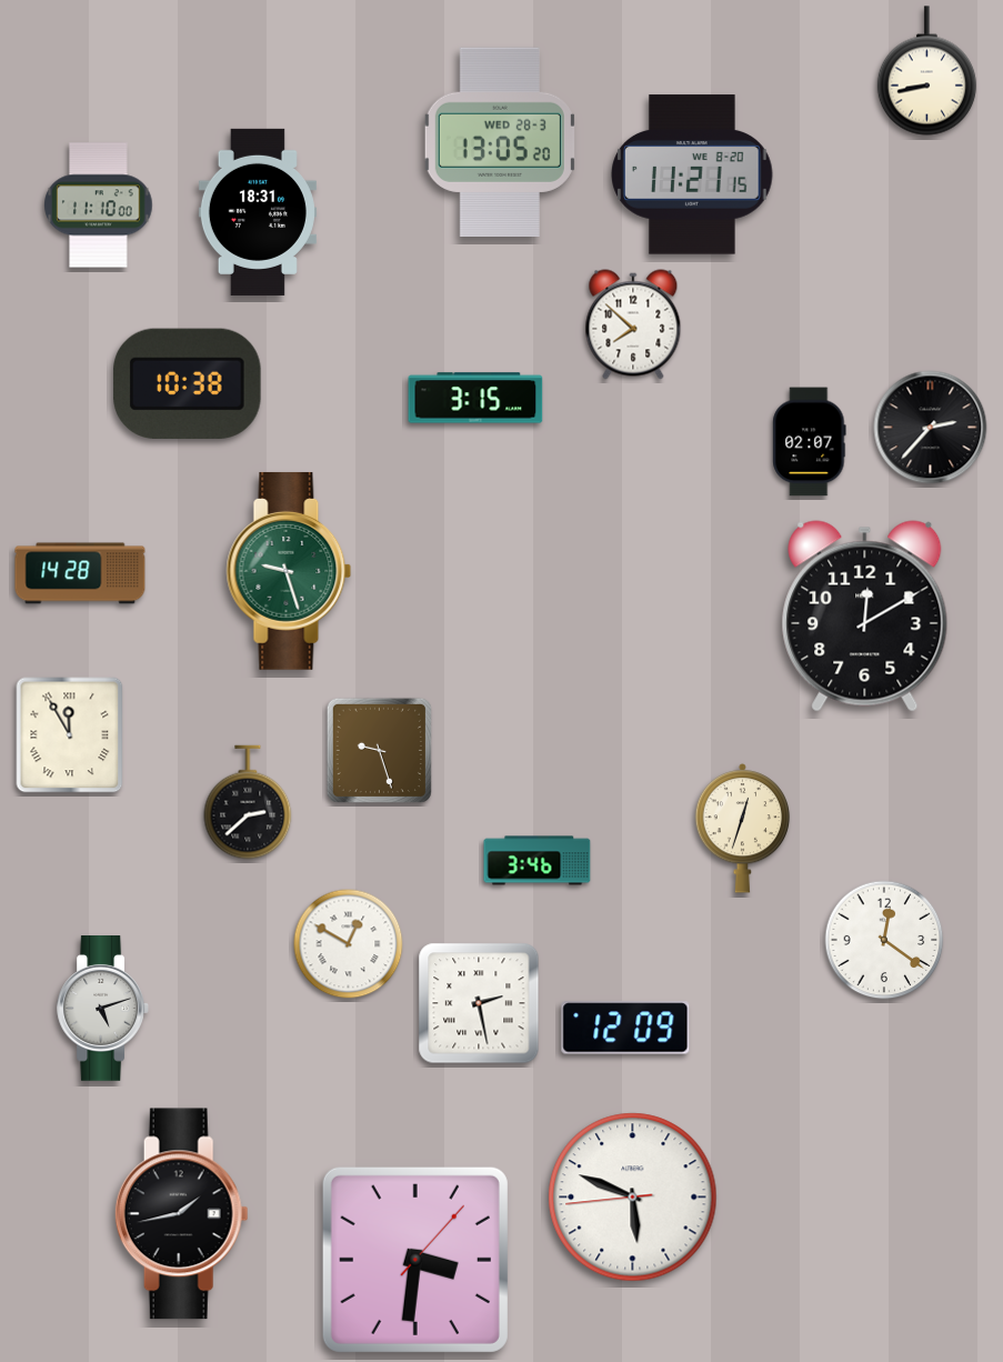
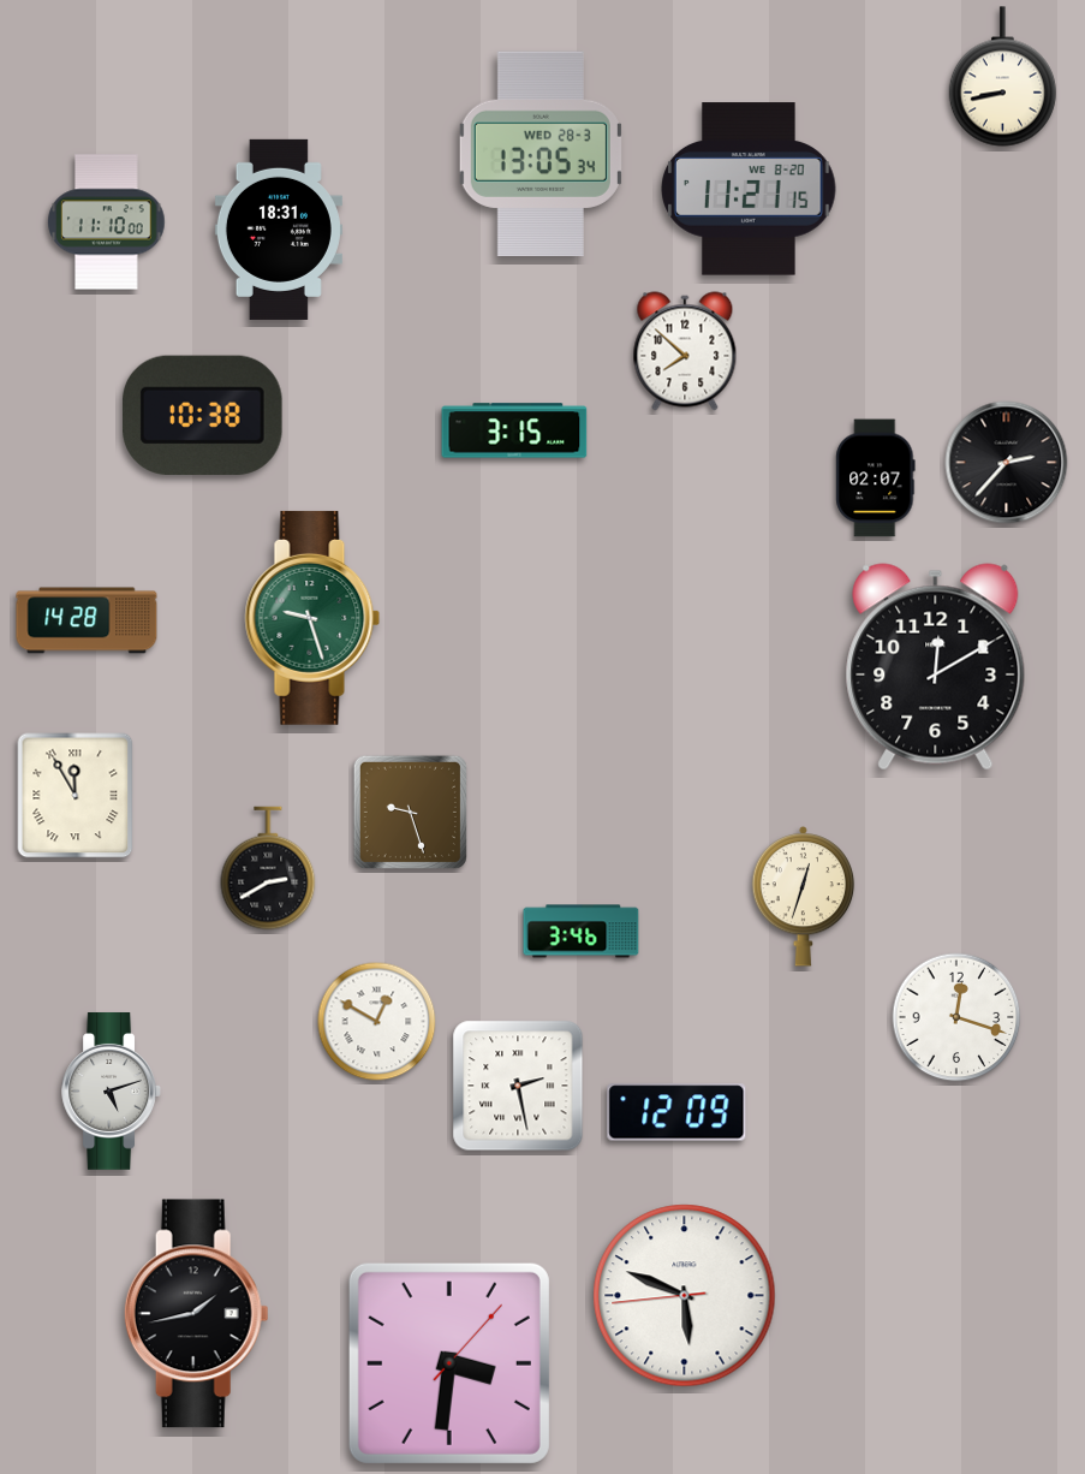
clock at (500, 141): 13:05:20 -> 13:05:34
clock at (248, 802): 2:38 -> 2:40
clock at (884, 940): 12:21 -> 12:18
